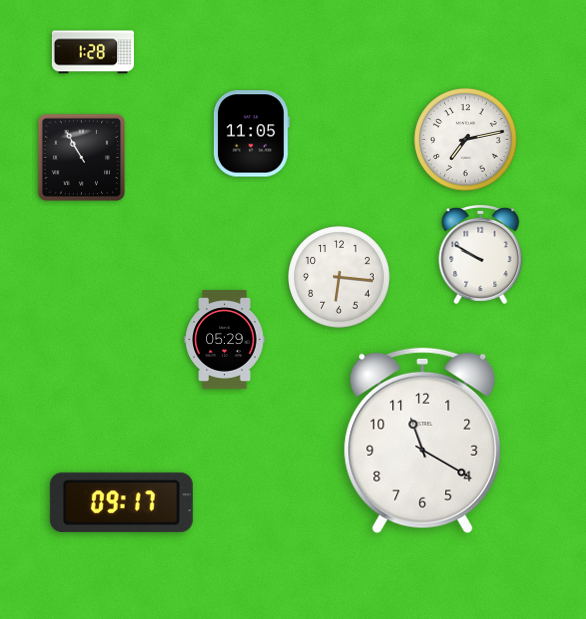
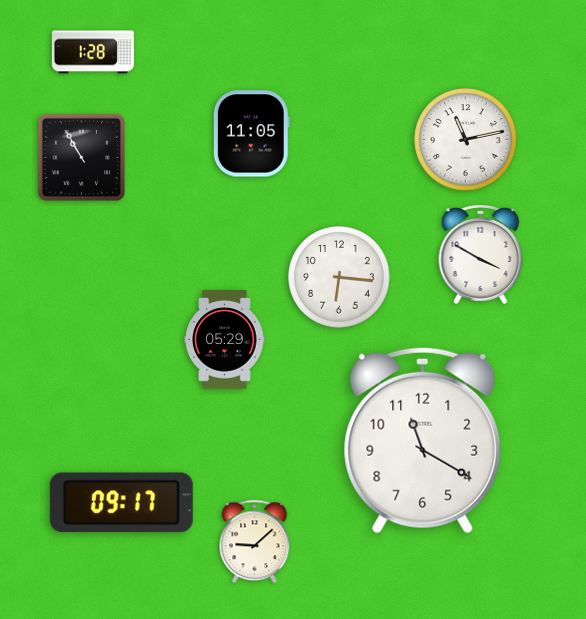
clock at (466, 140): 7:13 -> 11:13
clock at (481, 255): 9:50 -> 3:50
clock at (255, 542): none -> 9:08
